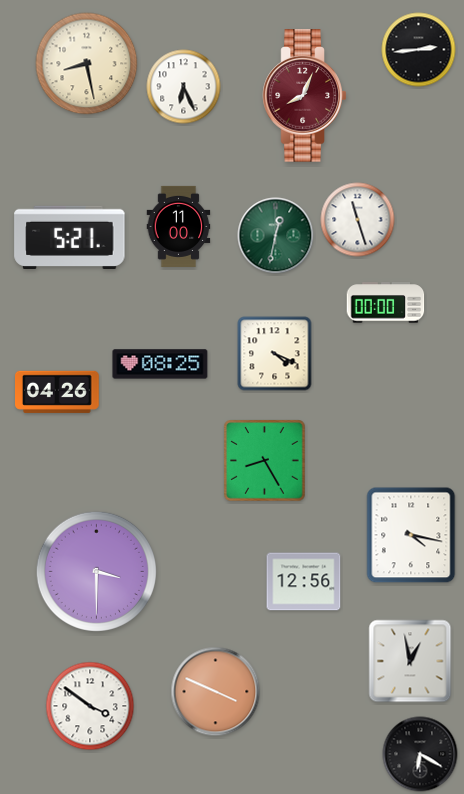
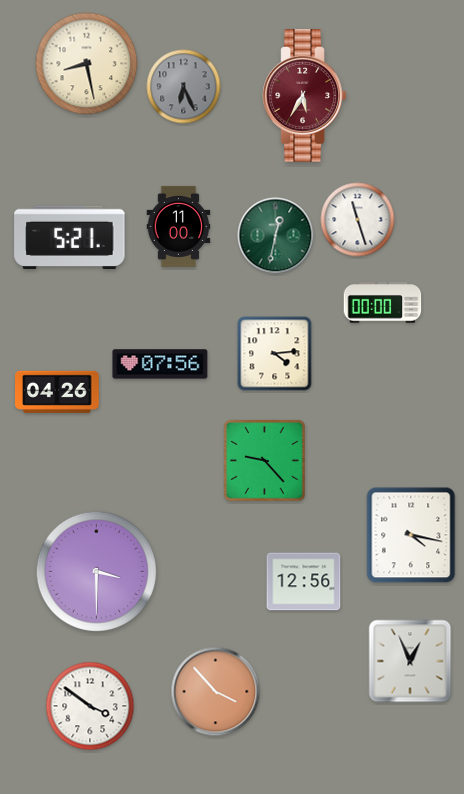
clock at (419, 50): 2:44 -> none
clock at (184, 87) dial: white -> grey
clock at (305, 96): 8:04 -> 5:35
clock at (386, 303) position: (386, 303) -> (383, 303)
clock at (275, 354): 4:19 -> 4:14
clock at (160, 364): 08:25 -> 07:56
clock at (265, 461): 8:25 -> 9:23
clock at (410, 661): 12:58 -> 12:56
clock at (216, 692): 3:49 -> 3:53
clock at (420, 754): 6:20 -> none
